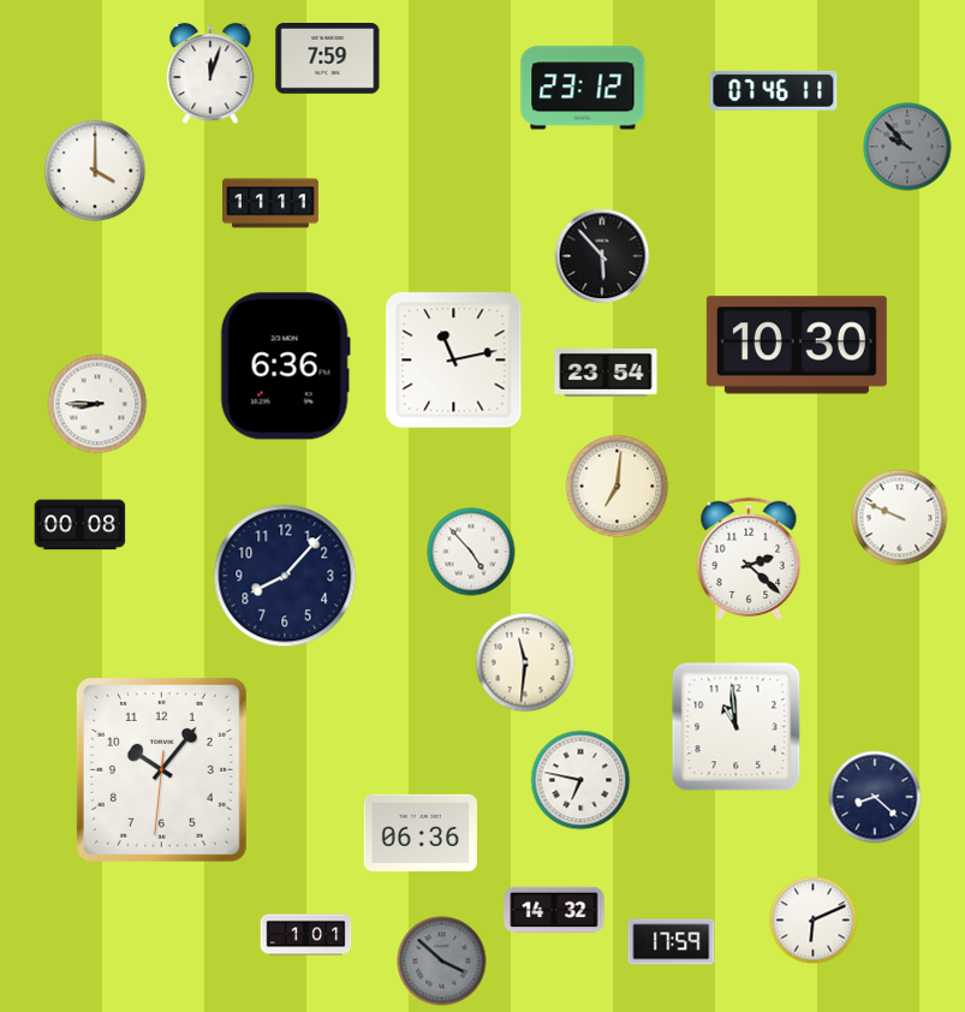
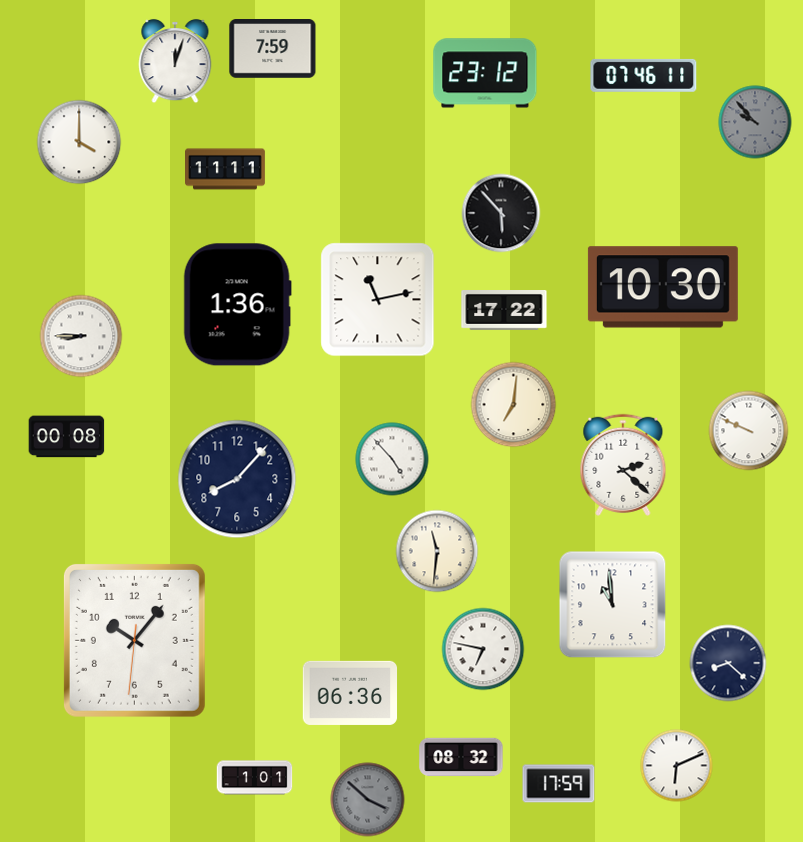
clock at (285, 367): 6:36 -> 1:36
clock at (606, 374): 23:54 -> 17:22
clock at (554, 910): 14:32 -> 08:32
